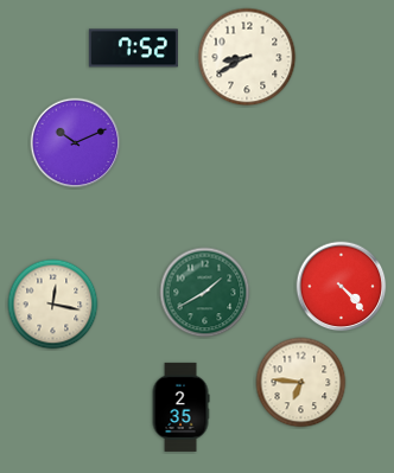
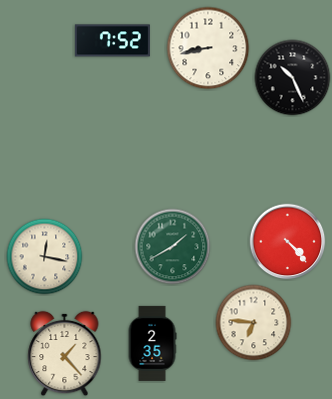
clock at (247, 57): 8:40 -> 8:43
clock at (293, 78): none -> 10:26
clock at (76, 143): 10:11 -> none
clock at (65, 354): none -> 1:23
